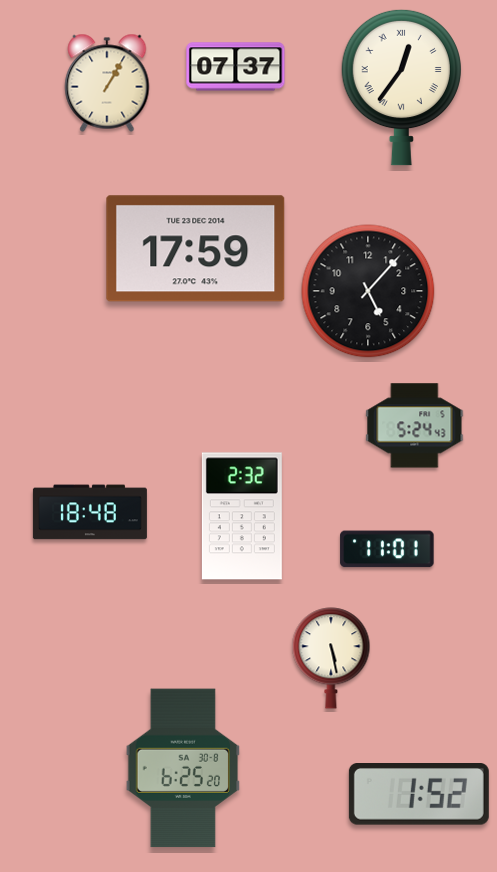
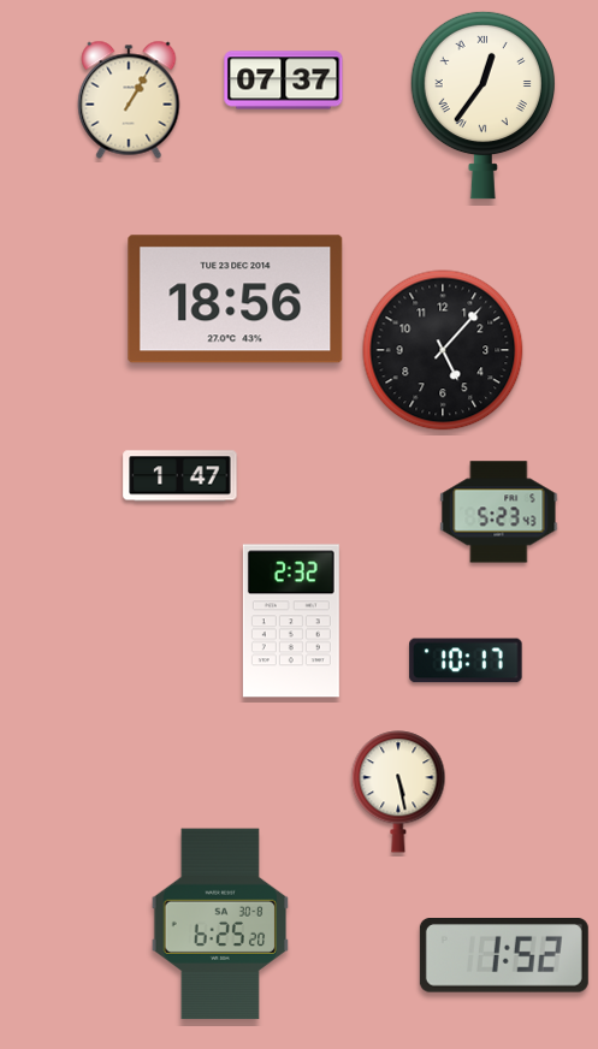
clock at (196, 249): 17:59 -> 18:56
clock at (180, 476): none -> 1:47
clock at (415, 426): 5:24 -> 5:23
clock at (90, 512): 18:48 -> none
clock at (387, 549): 11:01 -> 10:17
